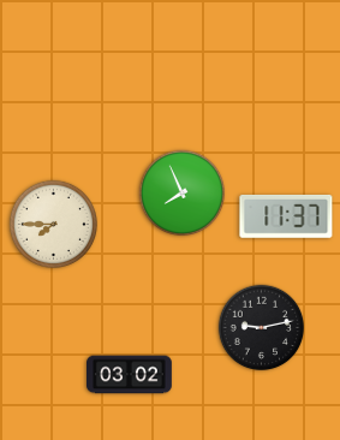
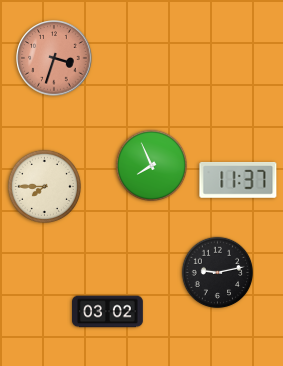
clock at (54, 58): none -> 3:33
clock at (183, 194) position: (183, 194) -> (152, 166)
